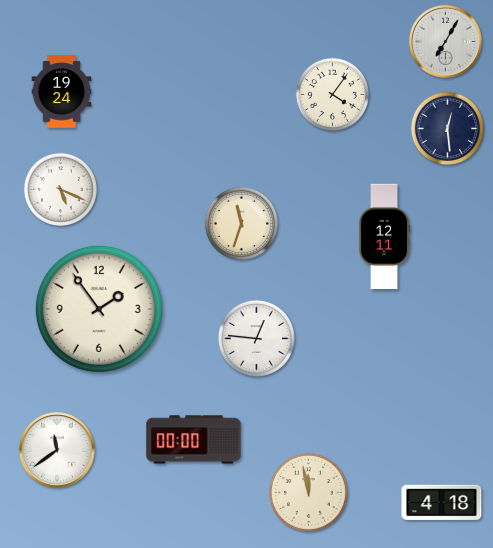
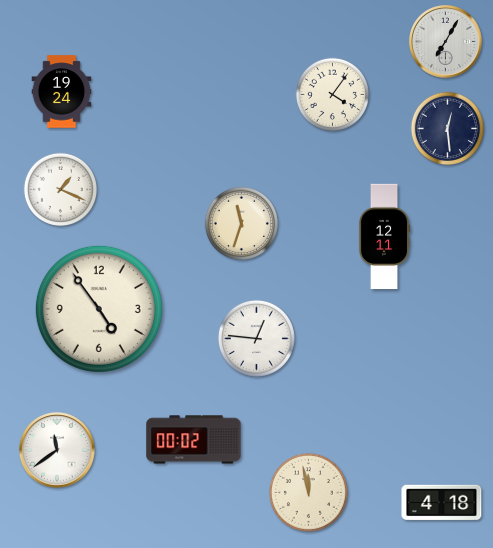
clock at (60, 189): 5:19 -> 1:19
clock at (99, 309): 1:54 -> 4:54
clock at (194, 440): 00:00 -> 00:02
